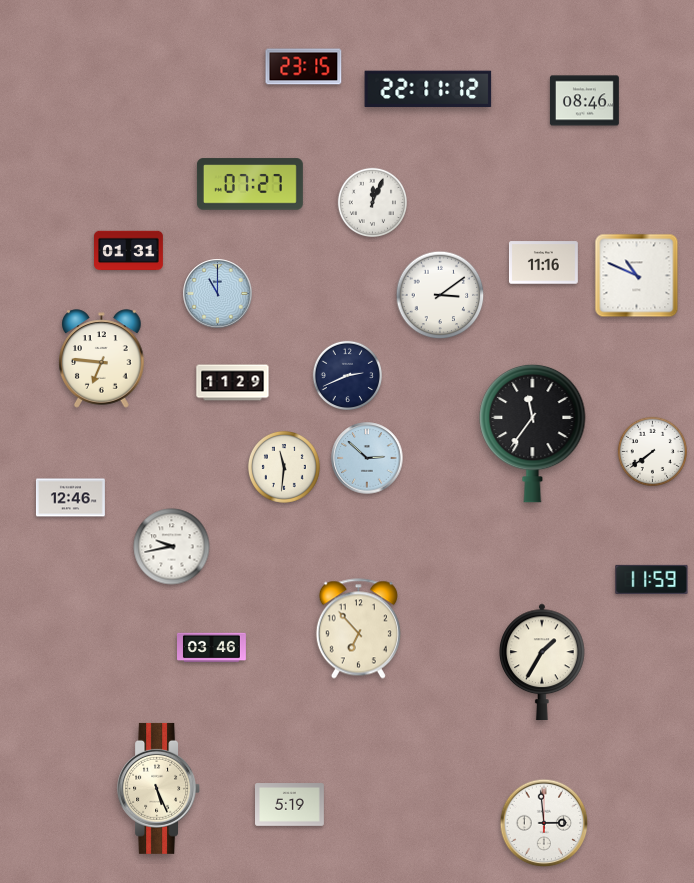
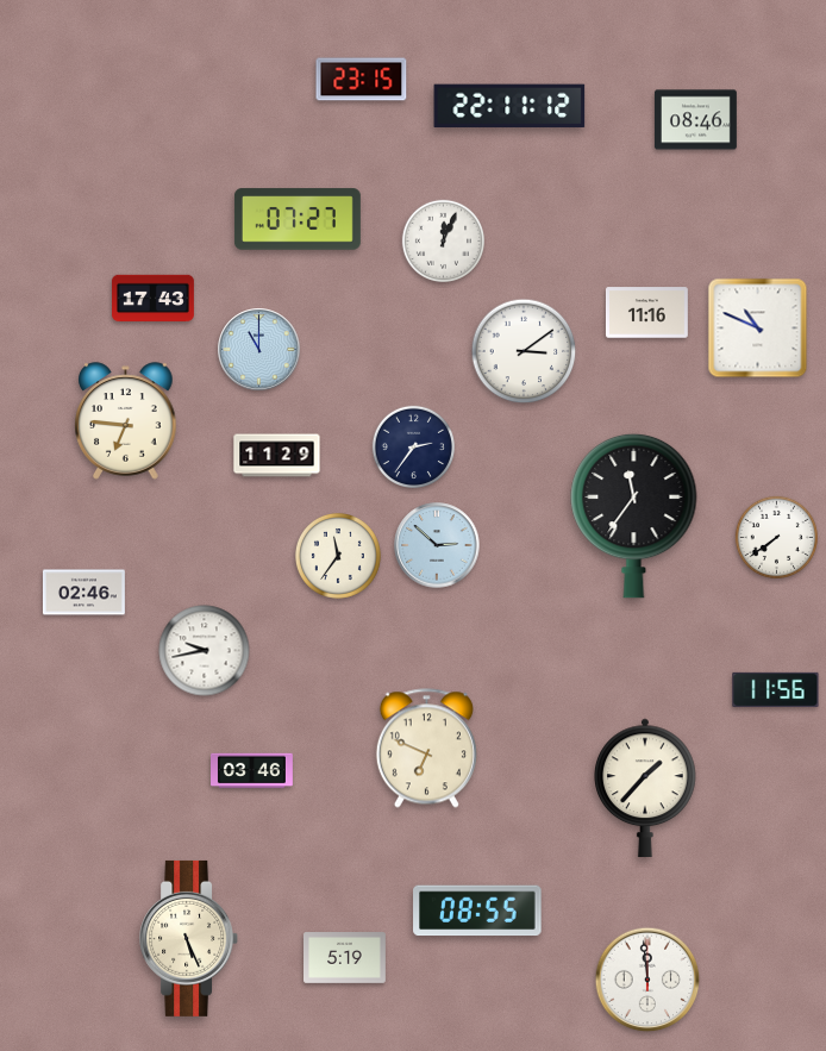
clock at (129, 251): 01:31 -> 17:43
clock at (102, 359) position: (102, 359) -> (126, 421)
clock at (347, 375): 2:41 -> 2:36
clock at (284, 467): 11:31 -> 11:36
clock at (71, 498): 12:46 -> 02:46
clock at (652, 579): 11:59 -> 11:56
clock at (358, 629): 6:53 -> 6:49
clock at (542, 661): 1:35 -> 1:37
clock at (477, 911): none -> 08:55
clock at (544, 823): 2:59 -> 11:59
